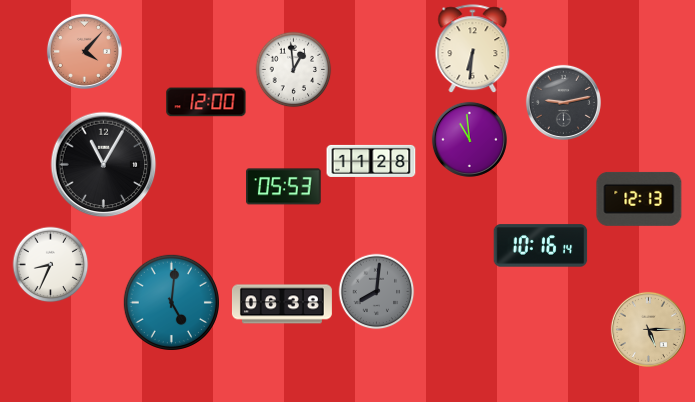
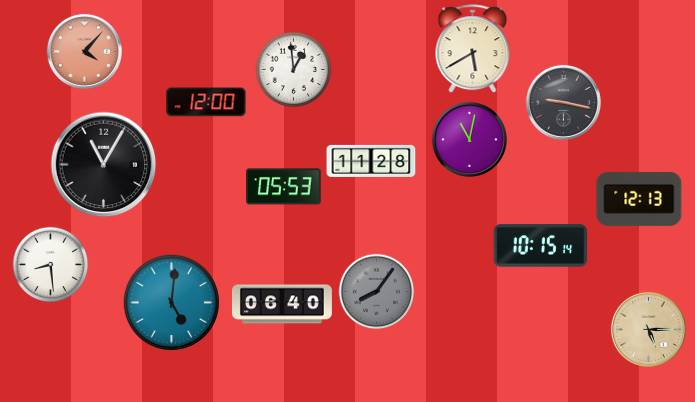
clock at (473, 49): 6:31 -> 5:40
clock at (563, 102): 9:13 -> 9:17
clock at (469, 139): 10:59 -> 11:02
clock at (541, 246): 10:16 -> 10:15
clock at (51, 265): 8:34 -> 8:29
clock at (377, 292): 8:01 -> 8:06
clock at (282, 304): 06:38 -> 06:40
